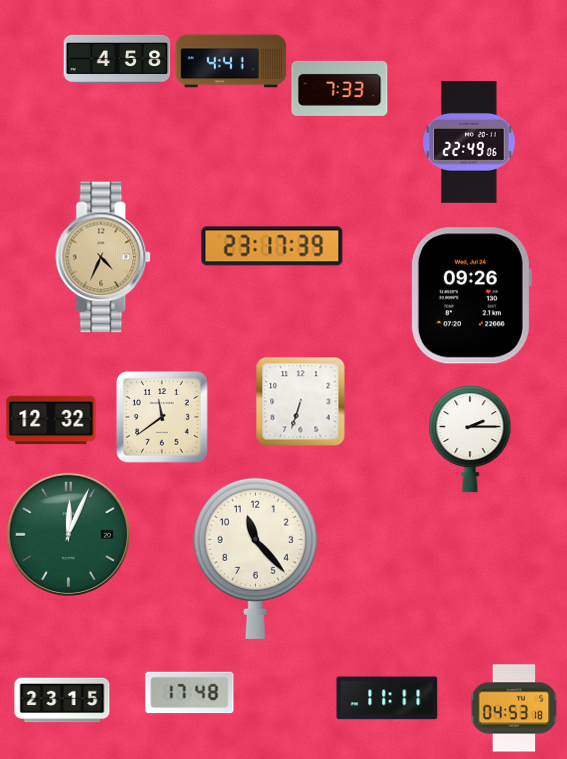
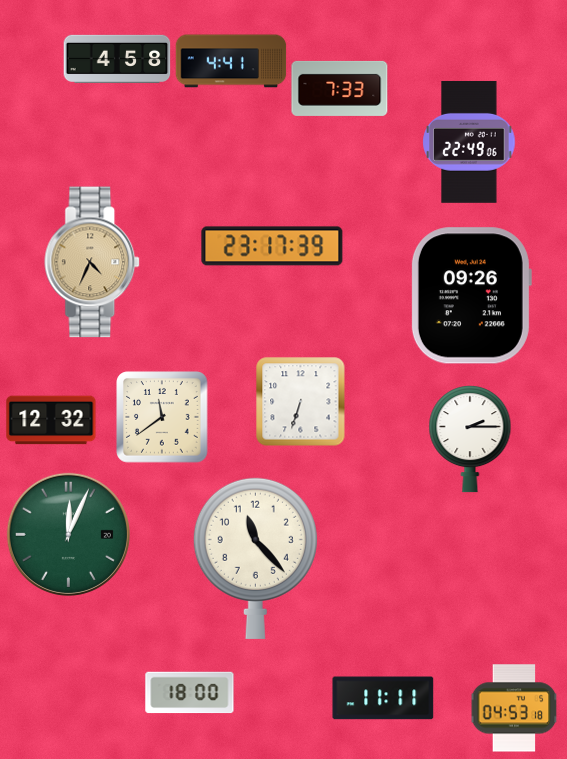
clock at (104, 257) position: (104, 257) -> (93, 262)
clock at (190, 693): 17:48 -> 18:00
clock at (387, 698) position: (387, 698) -> (383, 698)
clock at (62, 700): 23:15 -> none
